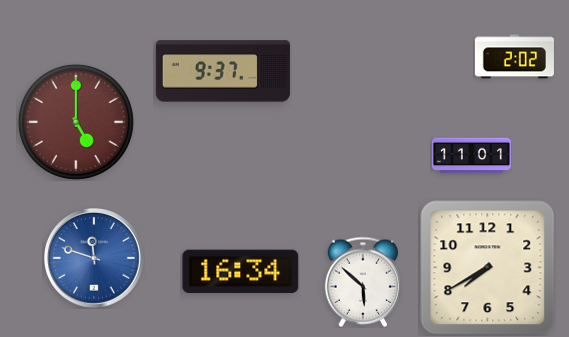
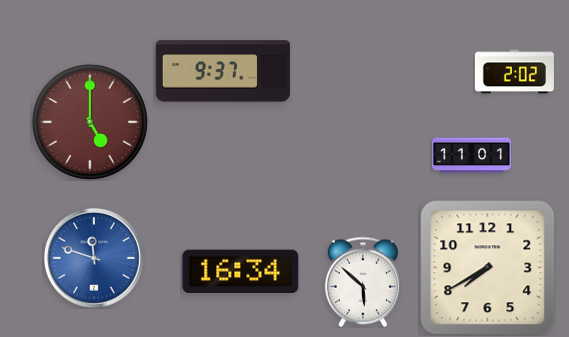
clock at (514, 57) position: (514, 57) -> (514, 72)
clock at (76, 122) position: (76, 122) -> (90, 122)
